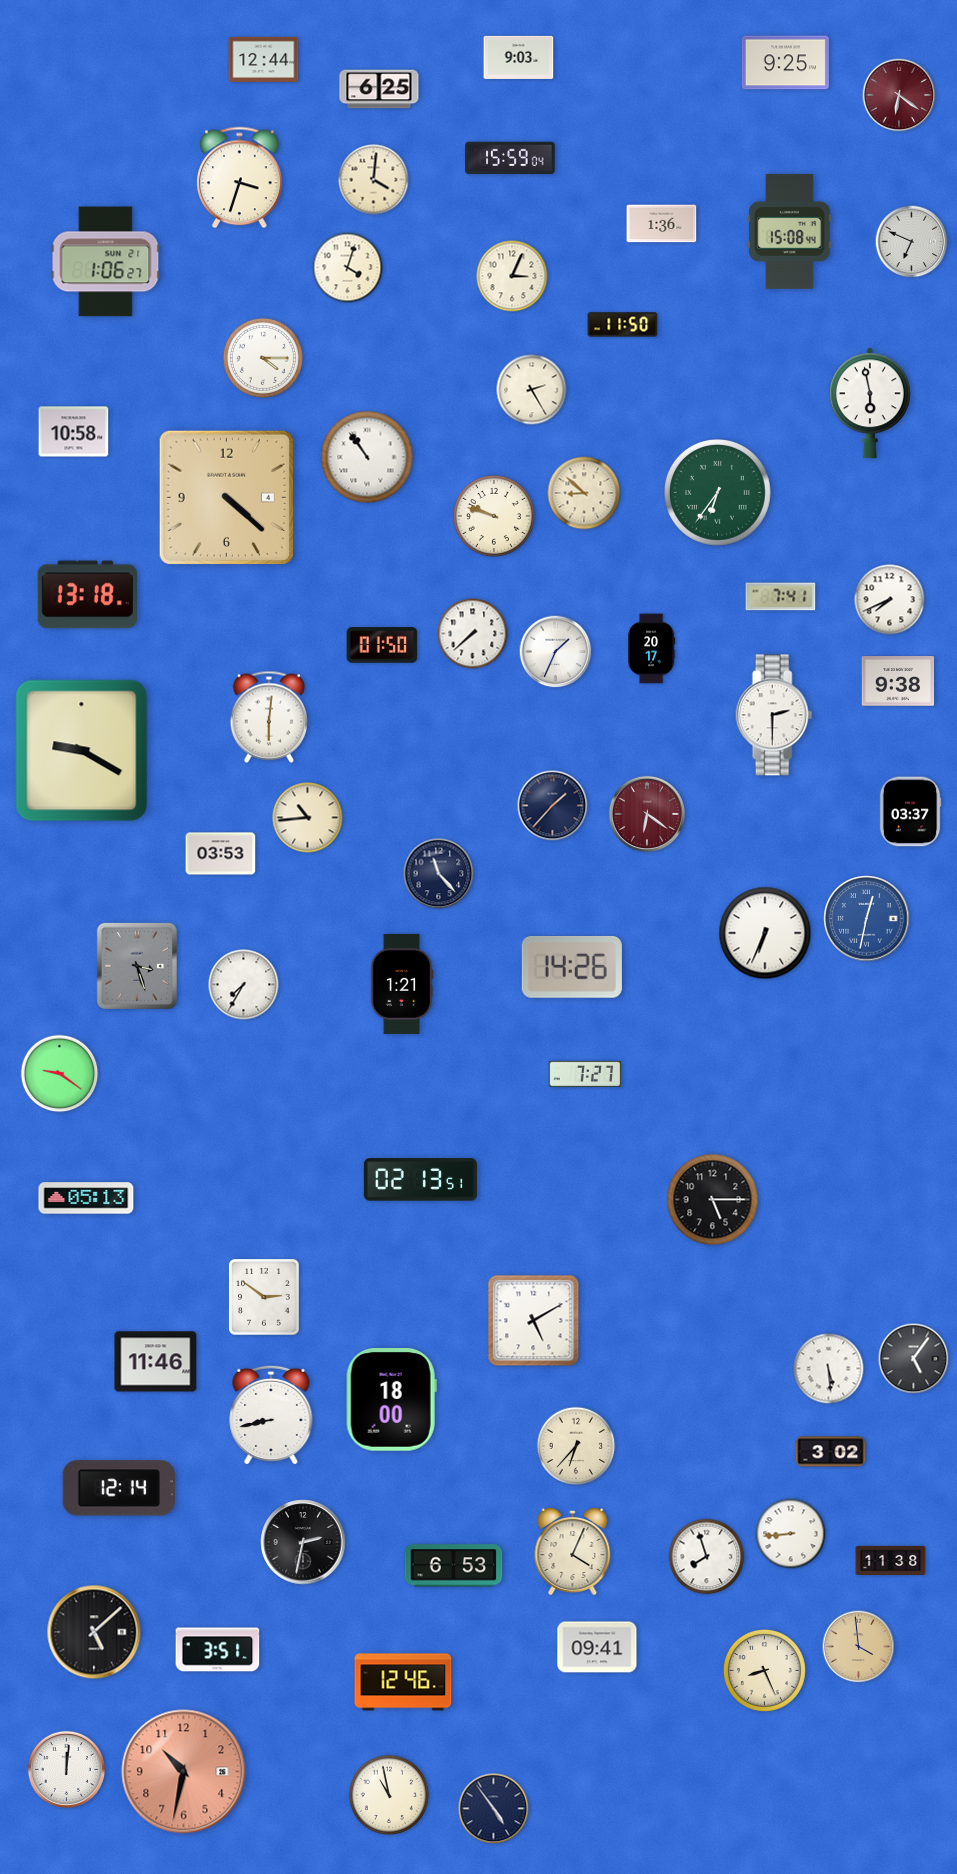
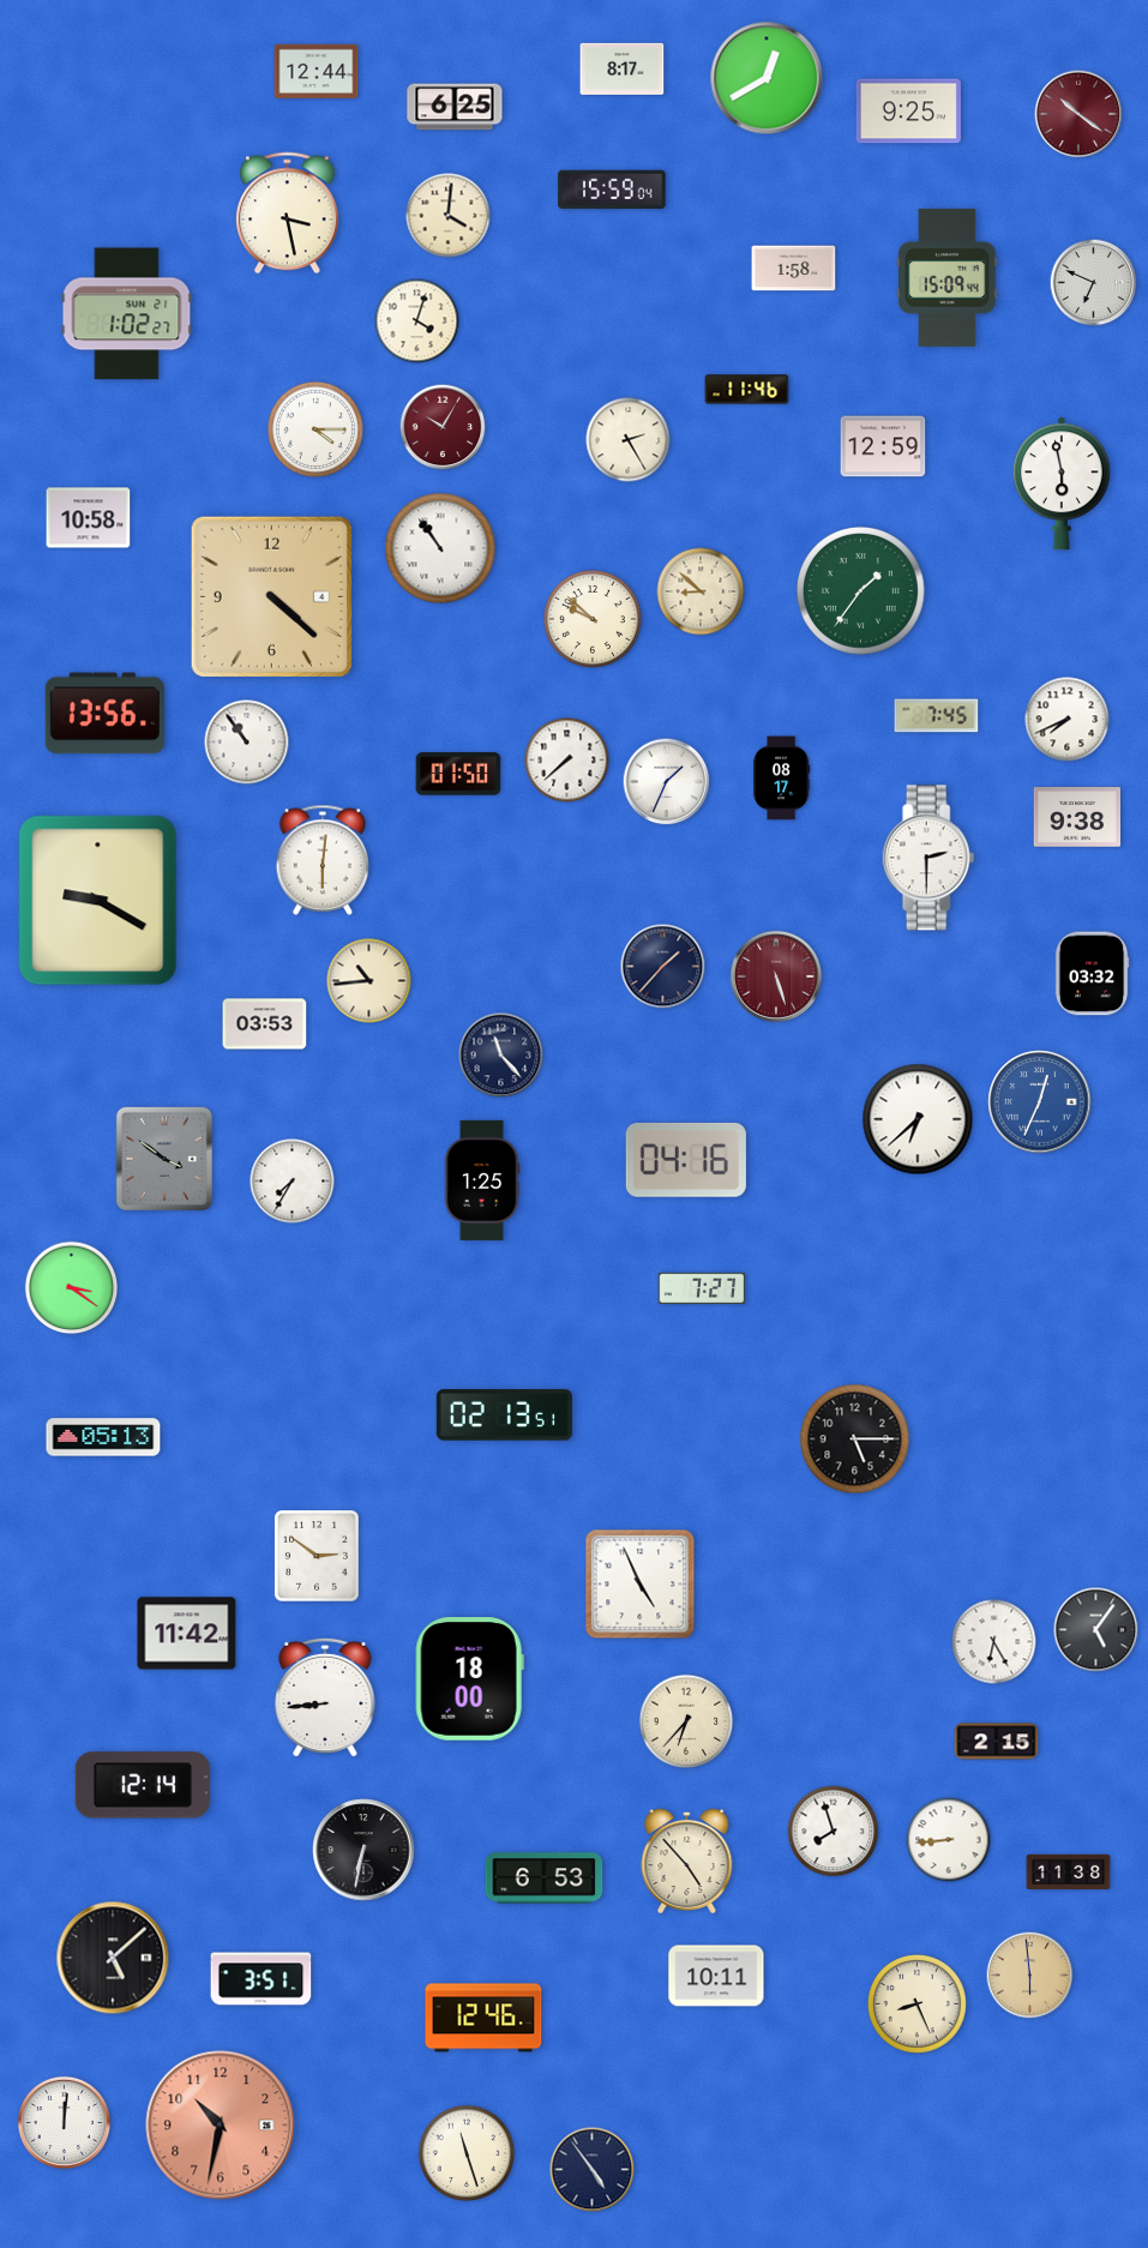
clock at (519, 57): 9:03 -> 8:17
clock at (785, 63) position: (785, 63) -> (908, 112)
clock at (767, 78): none -> 12:40
clock at (899, 95): 6:21 -> 10:21
clock at (240, 178): 3:33 -> 3:28
clock at (662, 224): 1:36 -> 1:58
clock at (790, 231): 15:08 -> 15:09
clock at (912, 242) position: (912, 242) -> (1094, 283)
clock at (106, 262): 1:06 -> 1:02
clock at (512, 276): 3:04 -> none
clock at (623, 325): 11:50 -> 11:46
clock at (443, 427): none -> 10:05
clock at (883, 446): none -> 12:59
clock at (532, 390) position: (532, 390) -> (629, 440)
clock at (870, 403) position: (870, 403) -> (1062, 483)
clock at (718, 493): 6:36 -> 1:36
clock at (494, 516): 9:48 -> 9:52
clock at (87, 595): 13:18 -> 13:56
clock at (781, 597): 7:41 -> 7:45
clock at (247, 743): none -> 10:54
clock at (652, 649): 20:17 -> 08:17
clock at (910, 812): 03:37 -> 03:32
clock at (647, 814): 6:21 -> 5:27
clock at (439, 874) position: (439, 874) -> (501, 1056)
clock at (867, 919): 12:32 -> 12:34
clock at (765, 933): 6:34 -> 6:38
clock at (137, 966): 3:27 -> 3:51
clock at (572, 967): 14:26 -> 04:16
clock at (402, 984): 1:21 -> 1:25
clock at (60, 1074): 9:21 -> 3:21
clock at (534, 1321): 5:10 -> 4:56
clock at (156, 1362): 11:46 -> 11:42
clock at (829, 1369): 5:29 -> 6:25
clock at (271, 1415): 8:43 -> 8:44
clock at (576, 1446) position: (576, 1446) -> (686, 1721)
clock at (831, 1452): 3:02 -> 2:15
clock at (303, 1542): 2:32 -> 6:32
clock at (573, 1551): 4:04 -> 4:53
clock at (707, 1557) position: (707, 1557) -> (834, 1832)
clock at (597, 1647): 09:41 -> 10:11
clock at (859, 1647): 3:59 -> 5:59
clock at (66, 1769) position: (66, 1769) -> (64, 2122)
clock at (389, 1795): 10:58 -> 11:27
